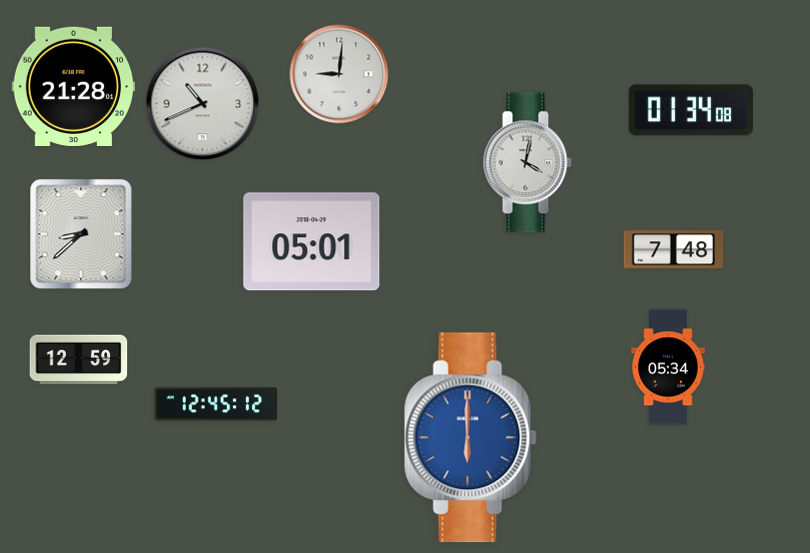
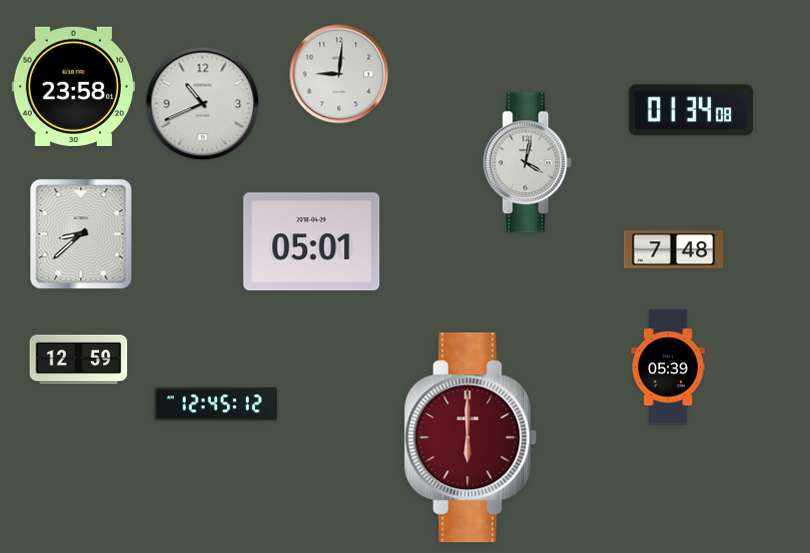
clock at (73, 86): 21:28 -> 23:58
clock at (668, 367): 05:34 -> 05:39
clock at (470, 438) dial: blue -> burgundy
